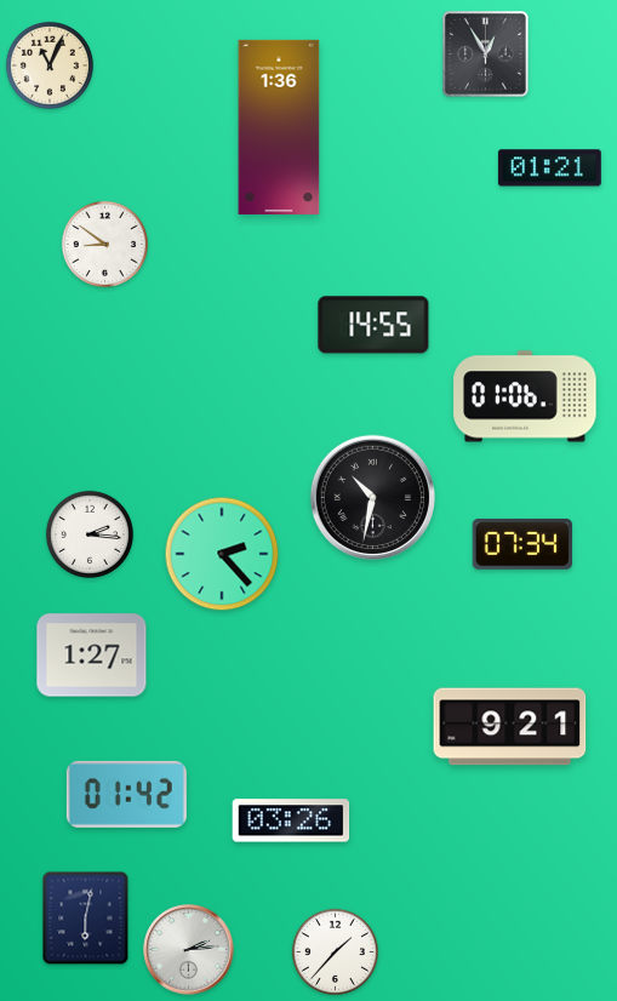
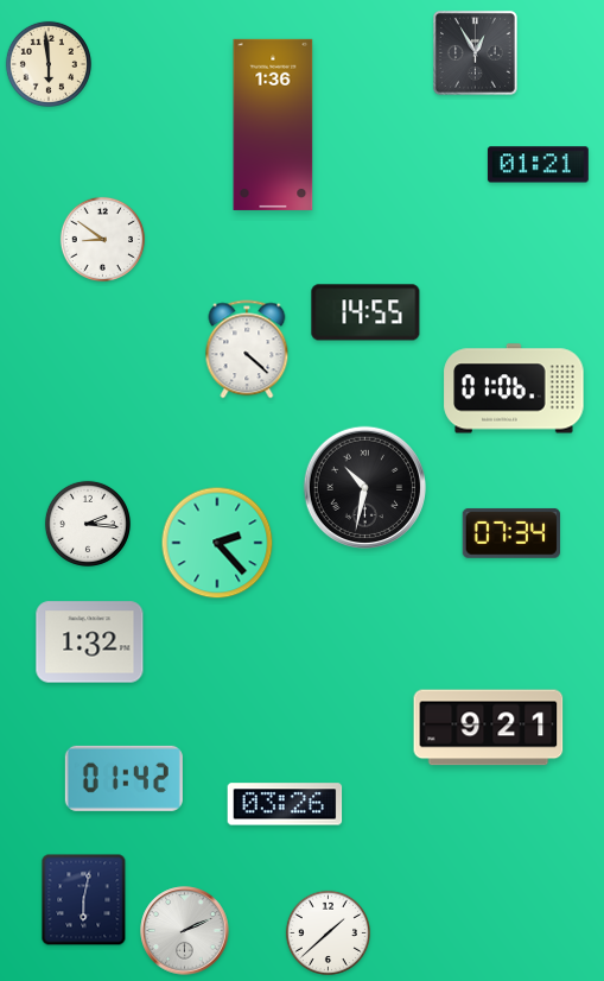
clock at (50, 65): 11:04 -> 5:59
clock at (373, 325) position: (373, 325) -> (365, 312)
clock at (247, 349): none -> 4:22
clock at (92, 656): 1:27 -> 1:32
clock at (510, 727) position: (510, 727) -> (489, 728)
clock at (189, 950): 2:14 -> 2:11
clock at (335, 951): 1:37 -> 1:38
